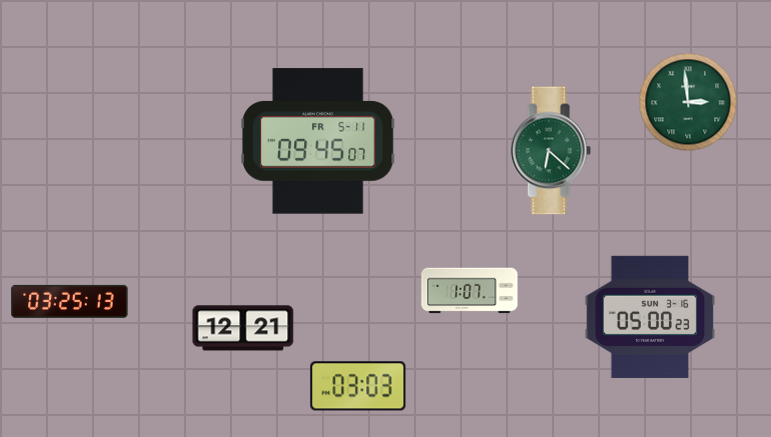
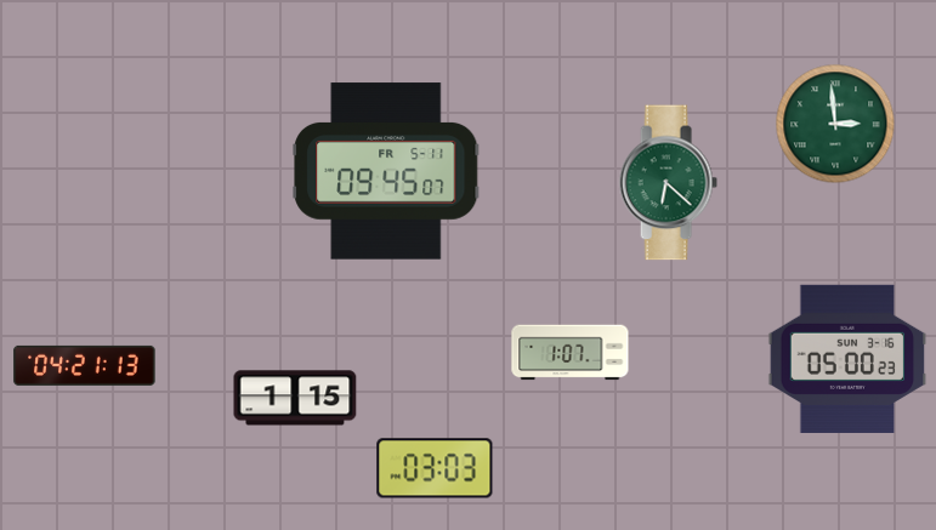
clock at (70, 301): 03:25 -> 04:21
clock at (650, 317) position: (650, 317) -> (847, 359)
clock at (243, 328): 12:21 -> 1:15
